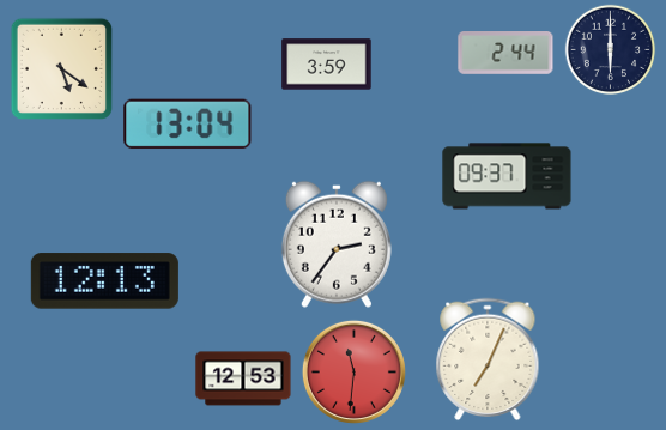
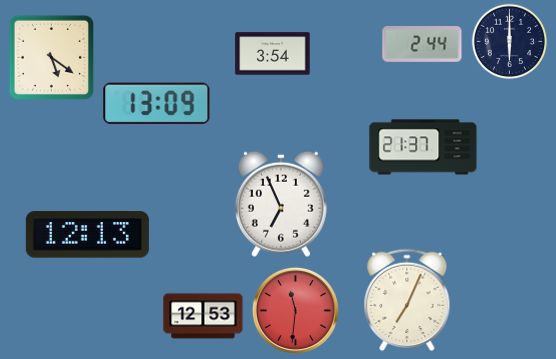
clock at (327, 65): 3:59 -> 3:54
clock at (188, 125): 13:04 -> 13:09
clock at (507, 176): 09:37 -> 21:37
clock at (337, 244): 2:36 -> 6:56
